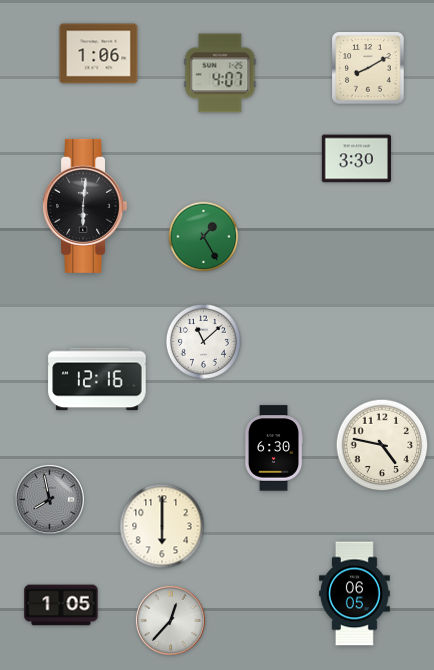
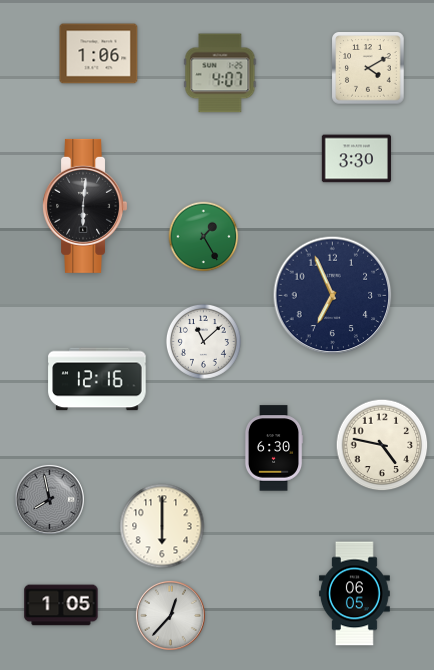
clock at (368, 68): 8:10 -> 4:10
clock at (333, 296): none -> 6:56
clock at (170, 620) position: (170, 620) -> (170, 615)
